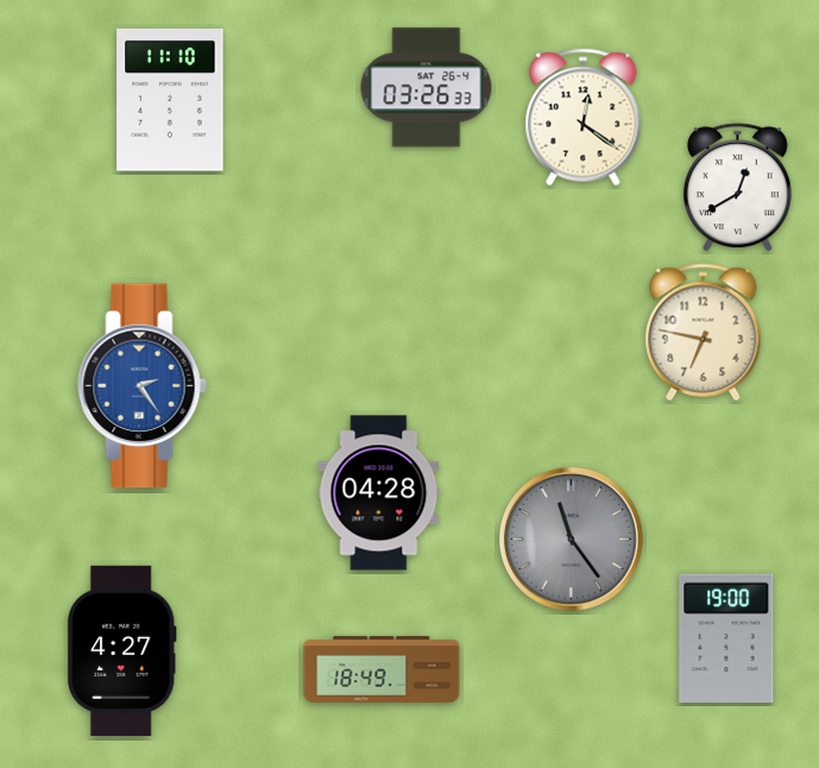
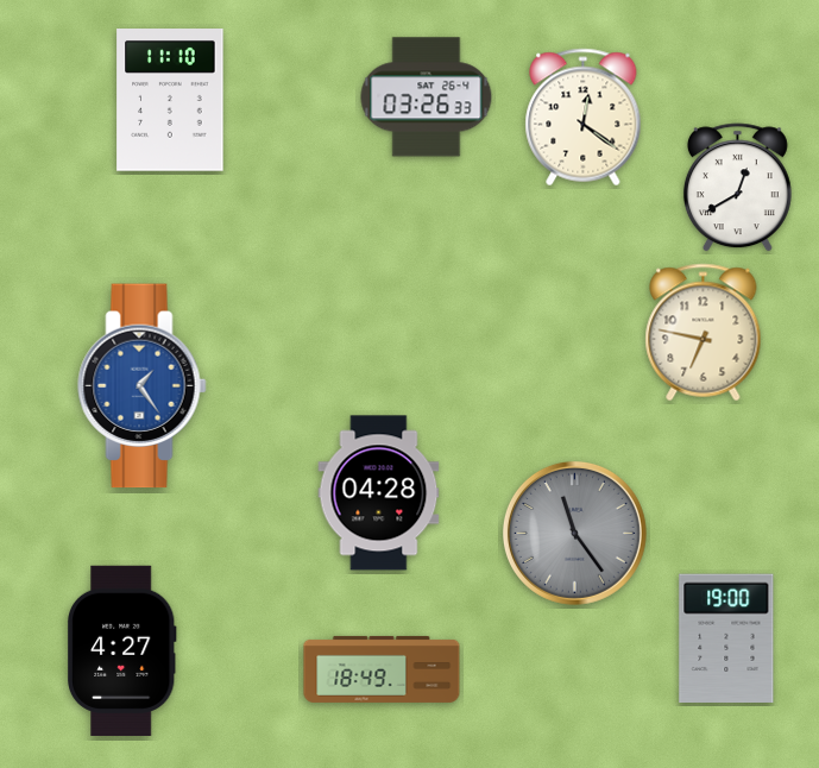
clock at (427, 88) position: (427, 88) -> (427, 97)
clock at (143, 386): 2:24 -> 1:24
clock at (571, 539) position: (571, 539) -> (574, 533)
